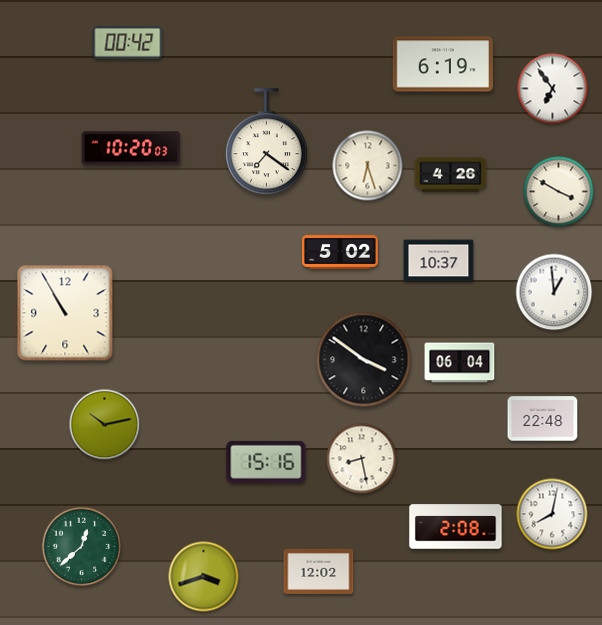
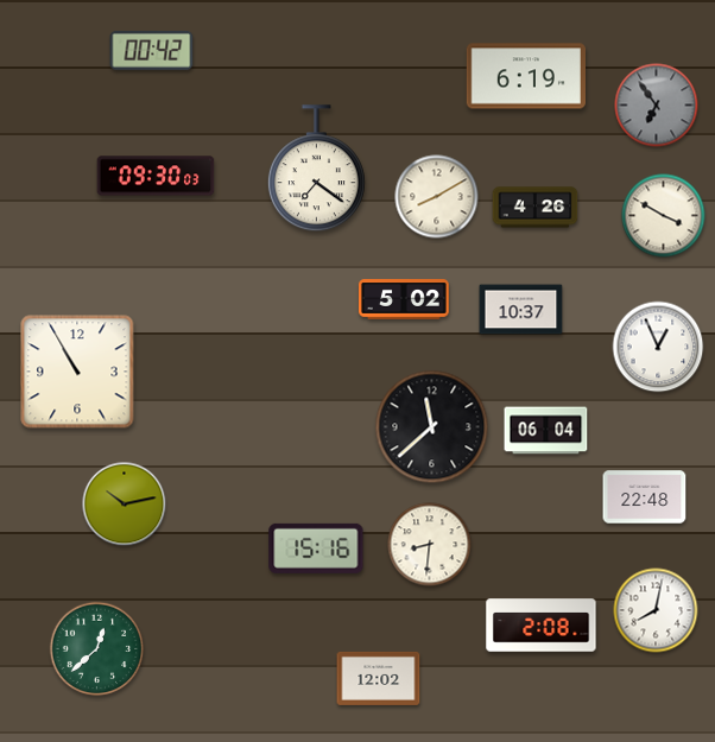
clock at (553, 89) dial: white -> grey
clock at (131, 148): 10:20 -> 09:30
clock at (368, 166): 6:27 -> 8:10
clock at (559, 192) position: (559, 192) -> (664, 216)
clock at (554, 292): 12:59 -> 12:56
clock at (364, 360): 3:51 -> 11:38
clock at (362, 459): 8:28 -> 8:31
clock at (204, 577): 3:42 -> none
